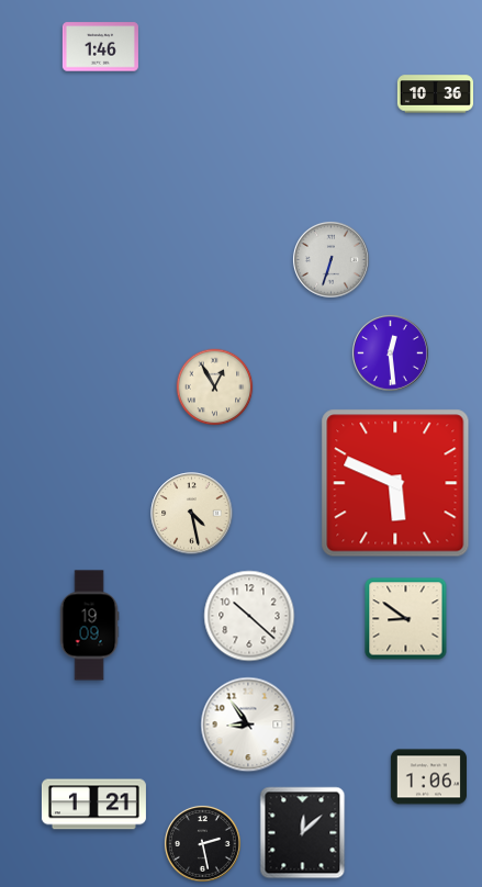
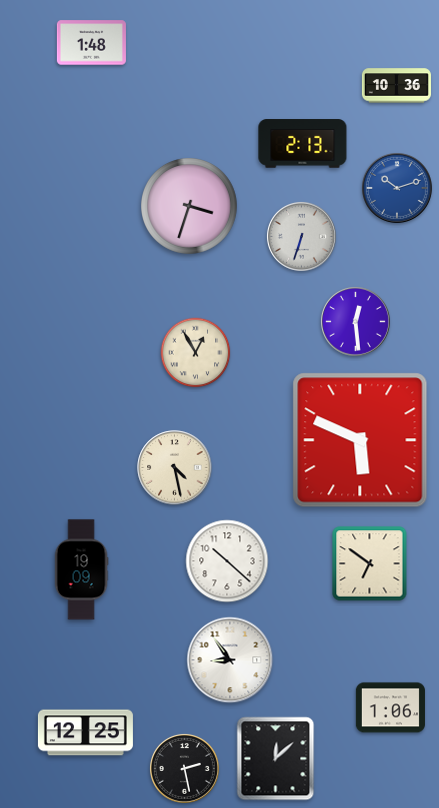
clock at (100, 47): 1:46 -> 1:48
clock at (303, 144): none -> 2:13
clock at (398, 189): none -> 10:12
clock at (190, 207): none -> 3:33
clock at (406, 619): 8:51 -> 6:51
clock at (248, 725) position: (248, 725) -> (230, 660)
clock at (93, 805): 1:21 -> 12:25
